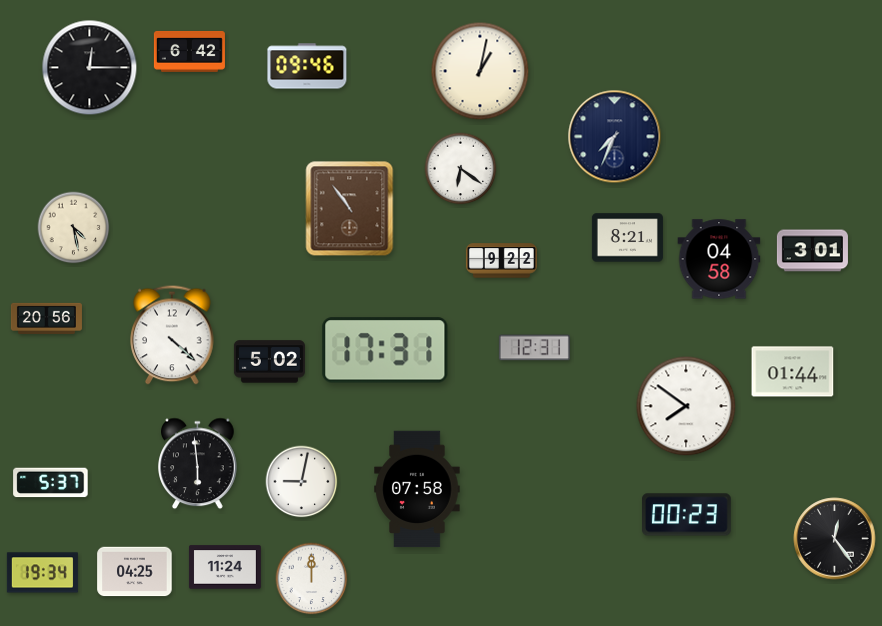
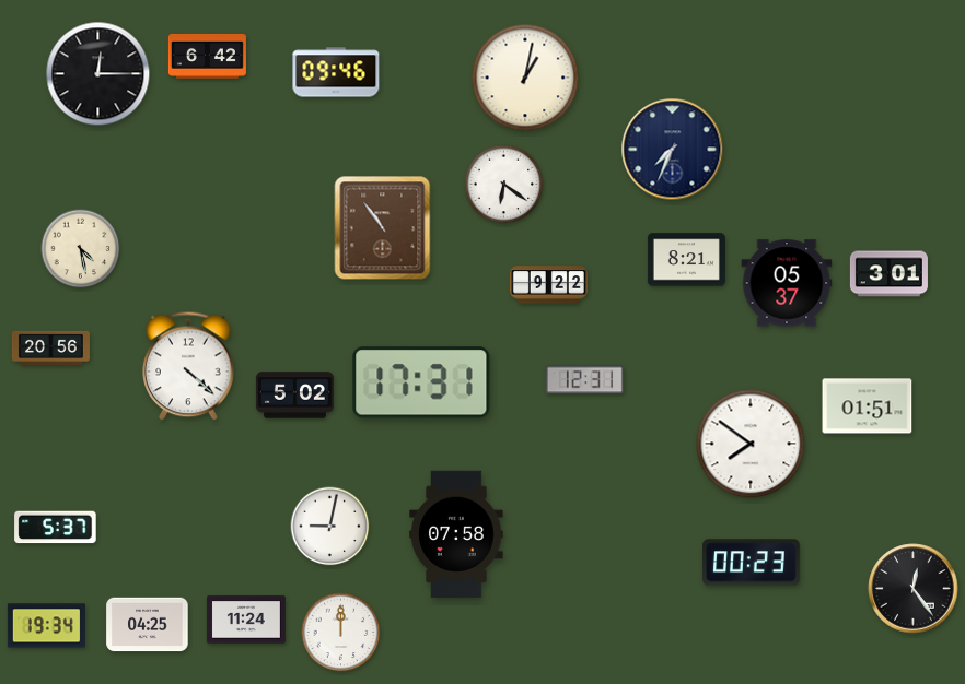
clock at (719, 259): 04:58 -> 05:37
clock at (793, 372): 01:44 -> 01:51
clock at (198, 464): 5:59 -> none
